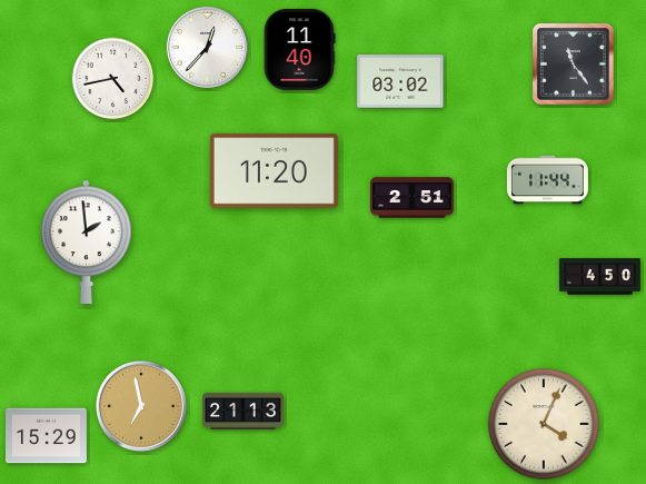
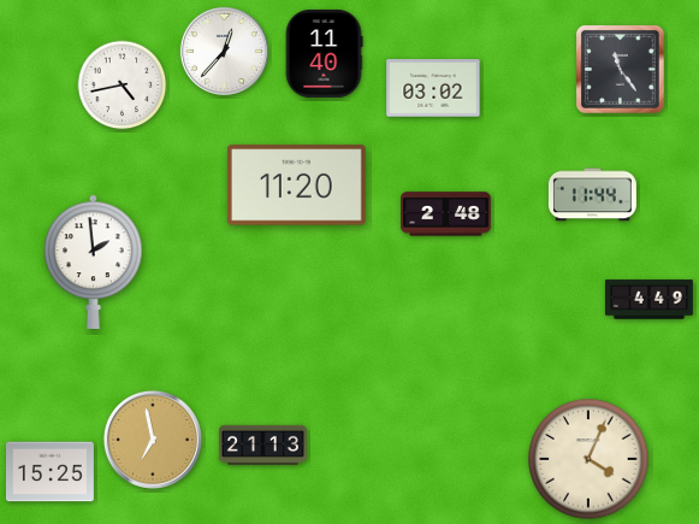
clock at (413, 198): 2:51 -> 2:48
clock at (599, 277): 4:50 -> 4:49
clock at (46, 436): 15:29 -> 15:25
